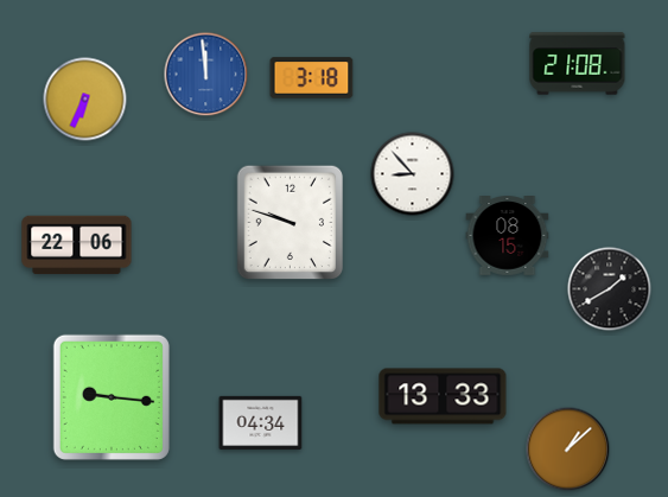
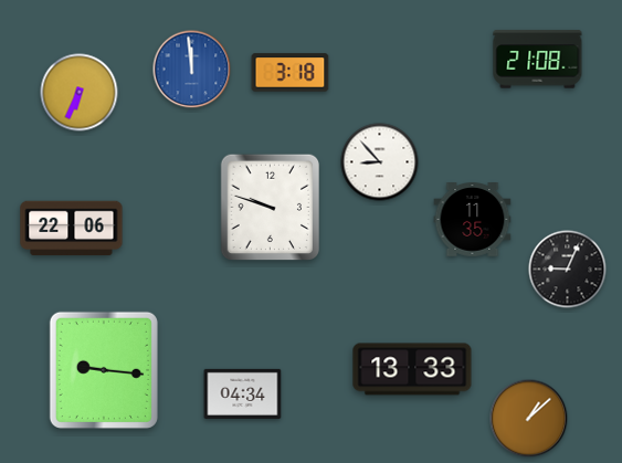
clock at (413, 174) position: (413, 174) -> (380, 162)
clock at (508, 236): 08:15 -> 11:35
clock at (610, 289): 1:40 -> 9:04
